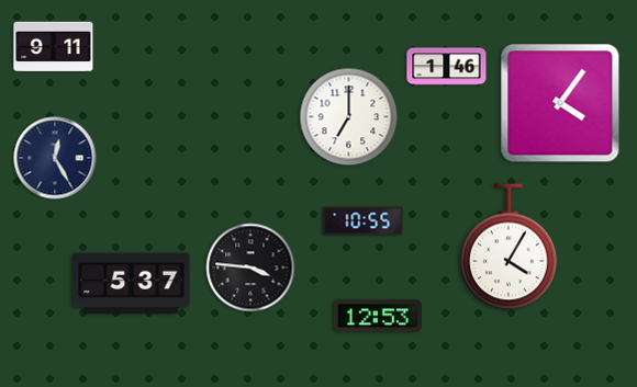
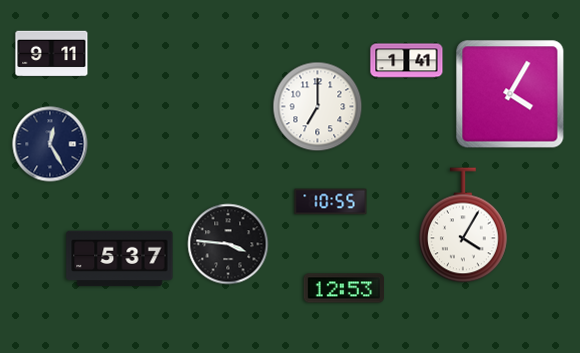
clock at (54, 47) position: (54, 47) -> (52, 54)
clock at (447, 67): 1:46 -> 1:41
clock at (560, 103): 4:06 -> 4:05
